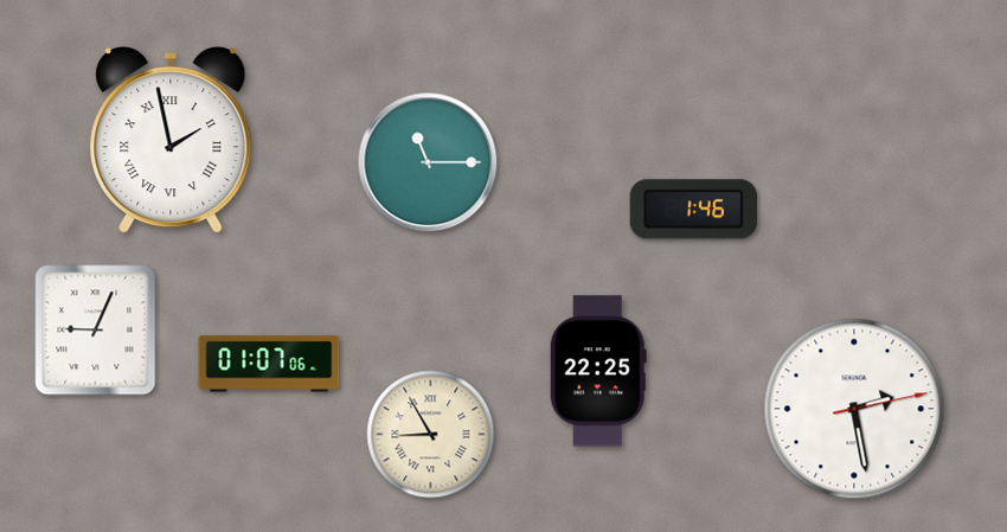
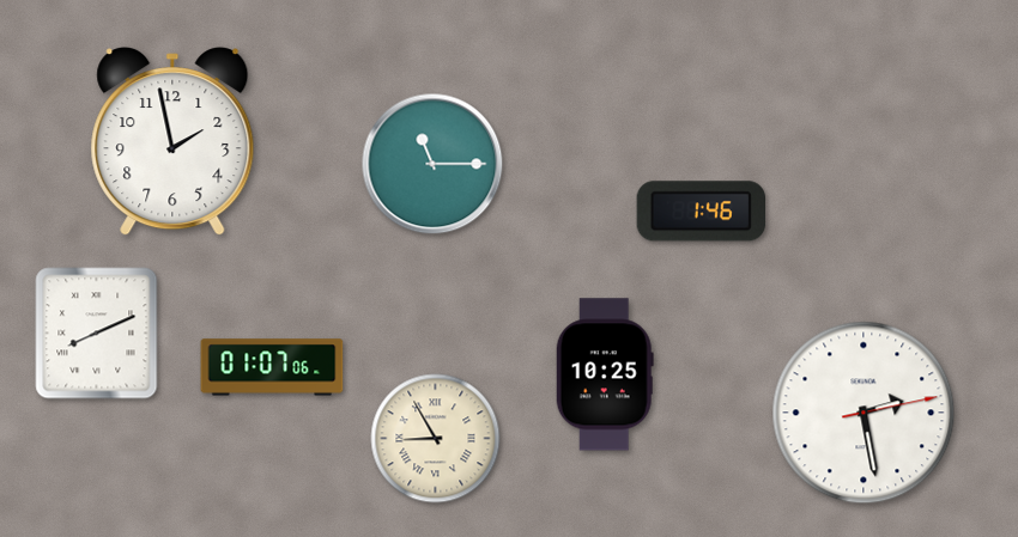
clock at (171, 140) numerals: Roman -> Arabic
clock at (96, 331): 9:04 -> 8:11
clock at (598, 371): 22:25 -> 10:25
